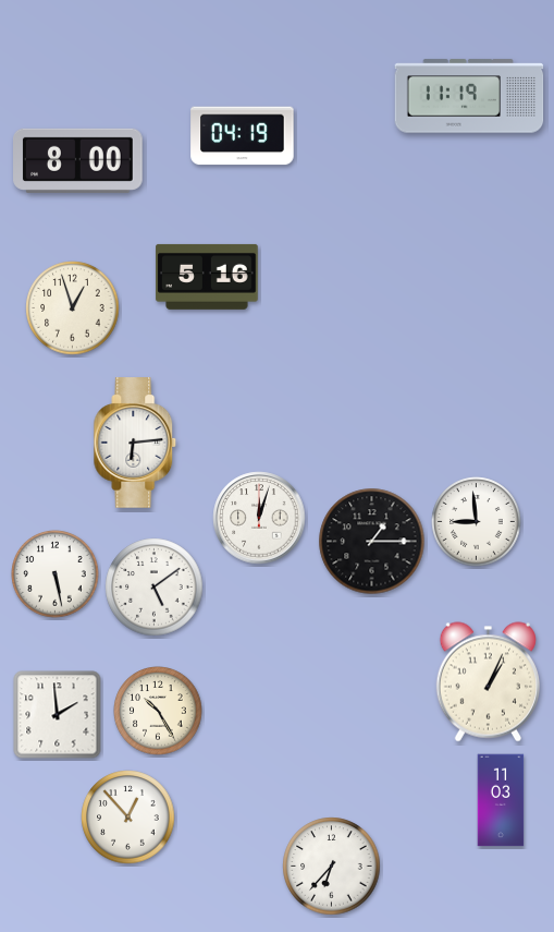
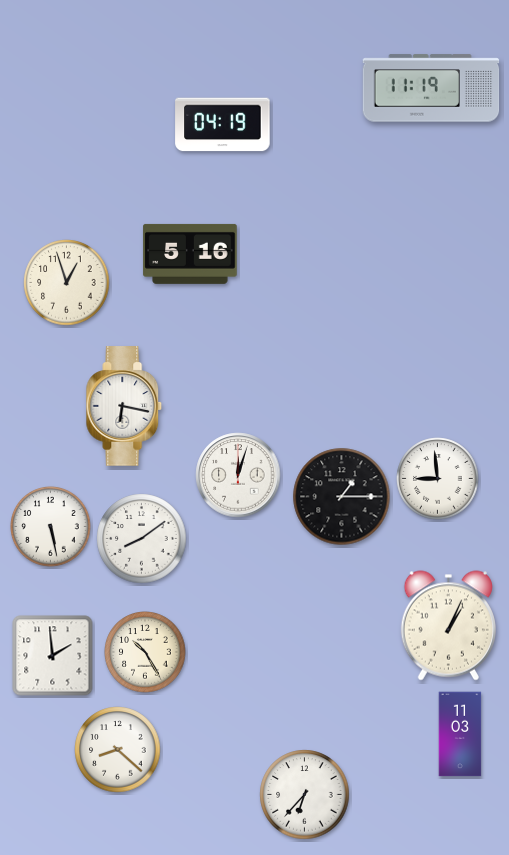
clock at (78, 160): 8:00 -> none
clock at (135, 443): 6:14 -> 6:17
clock at (155, 588): 5:09 -> 8:09
clock at (128, 818): 12:53 -> 8:22
